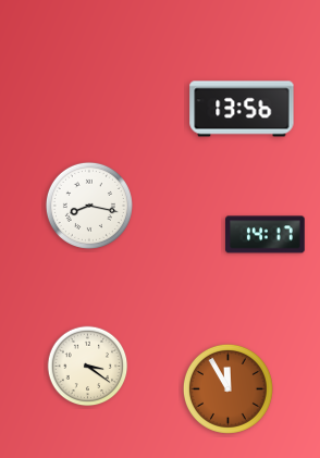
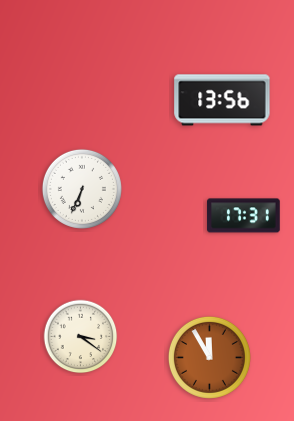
clock at (89, 206): 8:17 -> 6:34
clock at (266, 235): 14:17 -> 17:31
